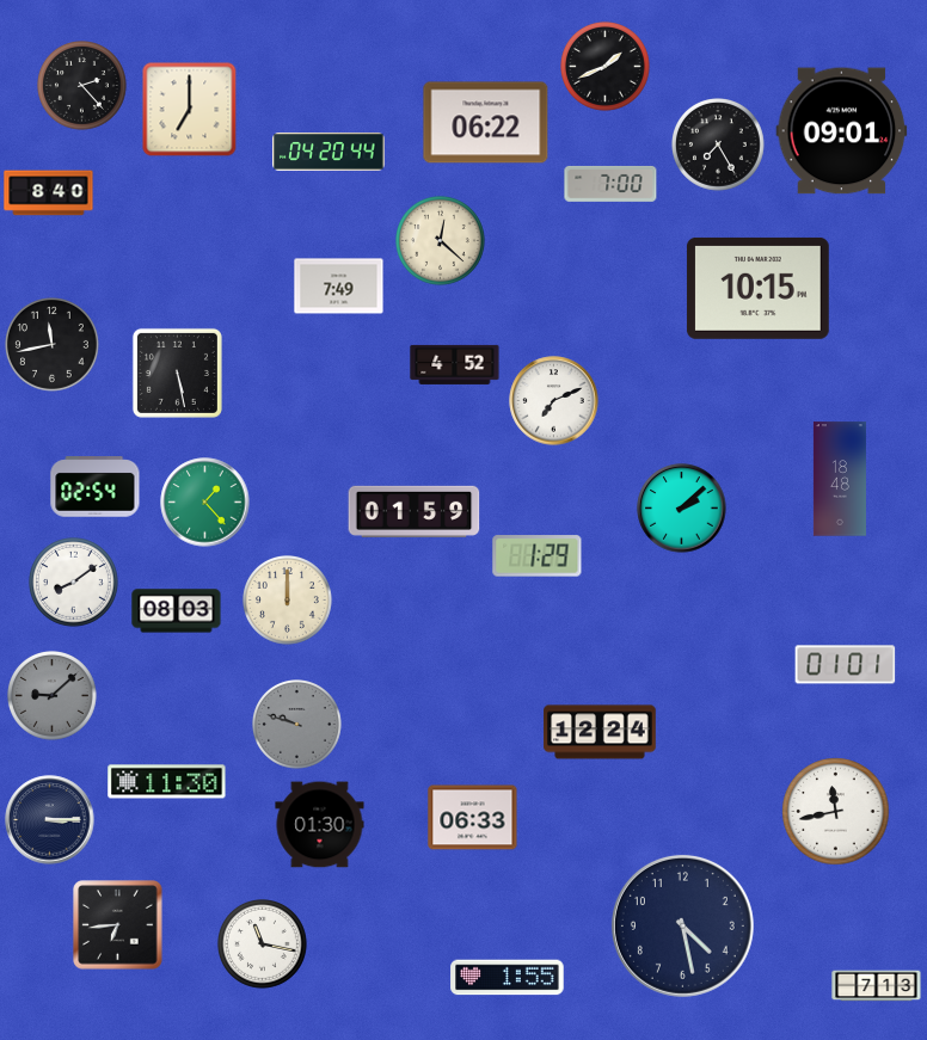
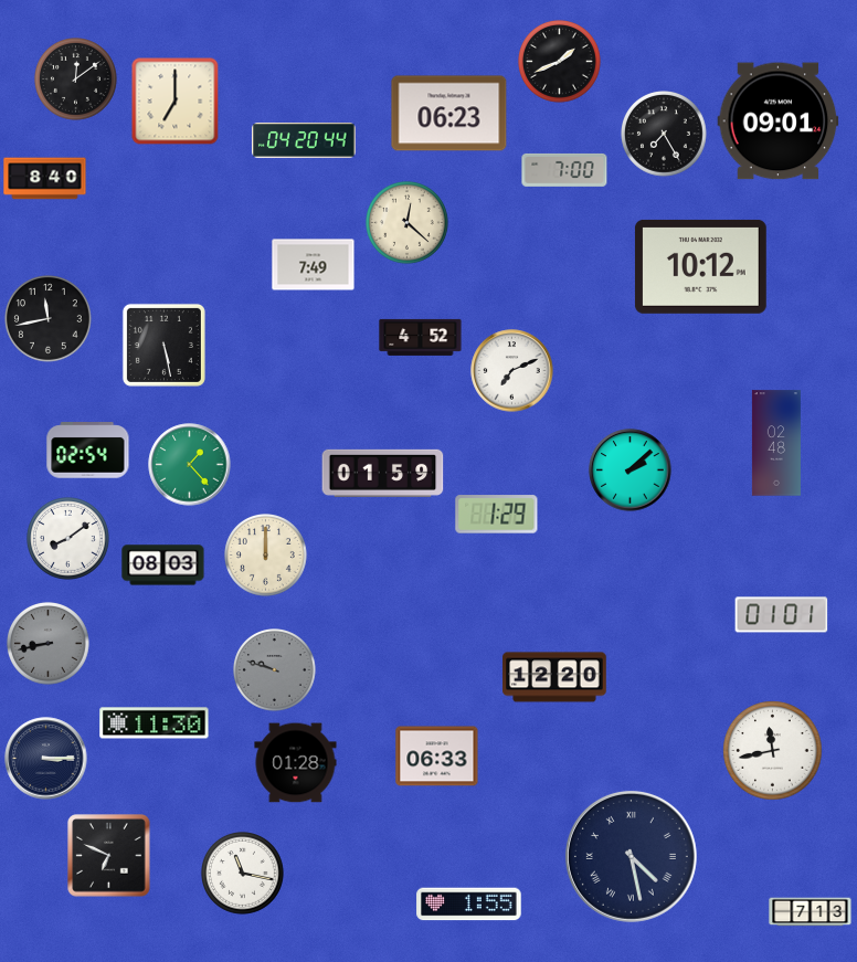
clock at (82, 86): 2:23 -> 12:09
clock at (486, 123): 06:22 -> 06:23
clock at (757, 288): 10:15 -> 10:12
clock at (840, 479): 18:48 -> 02:48
clock at (53, 696): 9:08 -> 8:43
clock at (600, 732): 12:24 -> 12:20
clock at (320, 825): 01:30 -> 01:28
clock at (118, 925): 6:44 -> 6:49
clock at (682, 925) numerals: Arabic -> Roman
